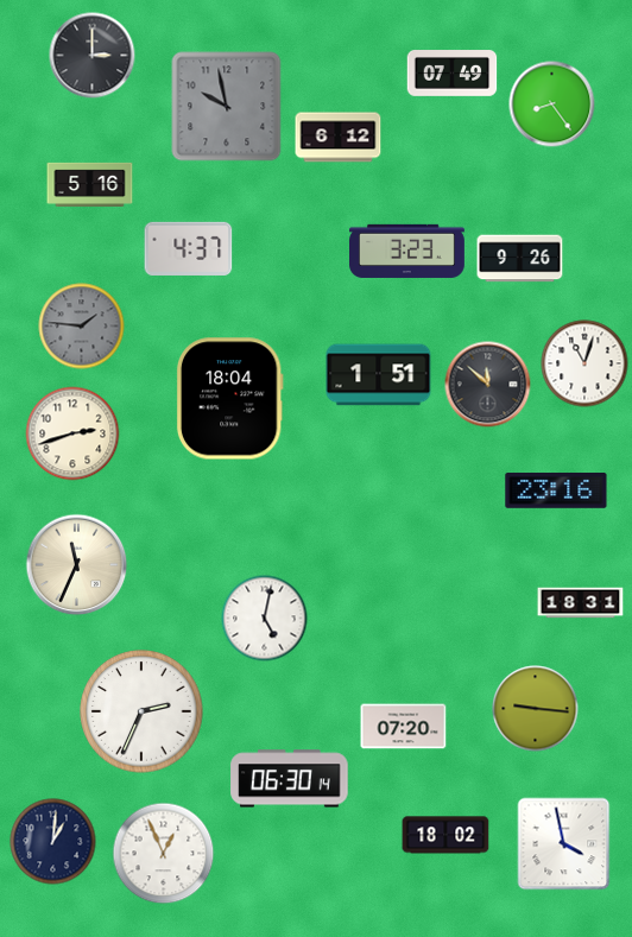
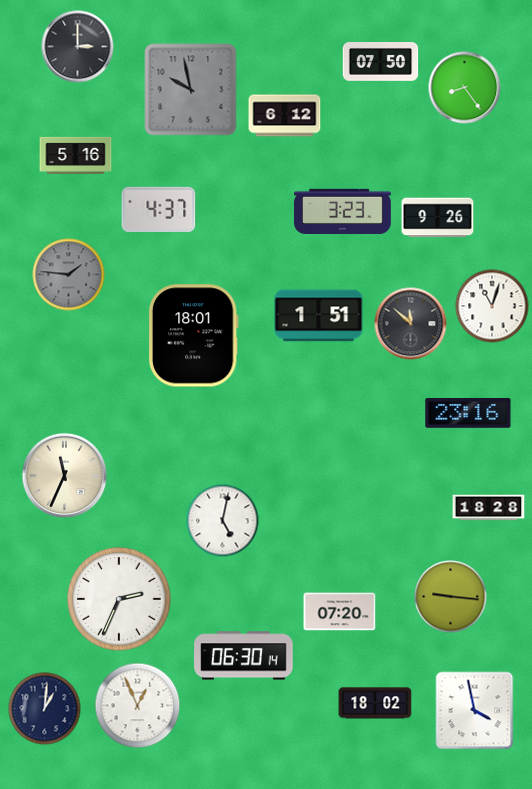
clock at (453, 74): 07:49 -> 07:50
clock at (229, 399): 18:04 -> 18:01
clock at (72, 433): 2:42 -> none
clock at (581, 603): 18:31 -> 18:28
clock at (164, 854) position: (164, 854) -> (138, 706)
